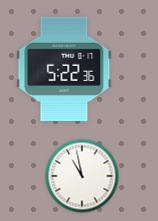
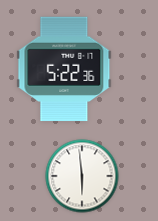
clock at (82, 176): 10:58 -> 5:59
